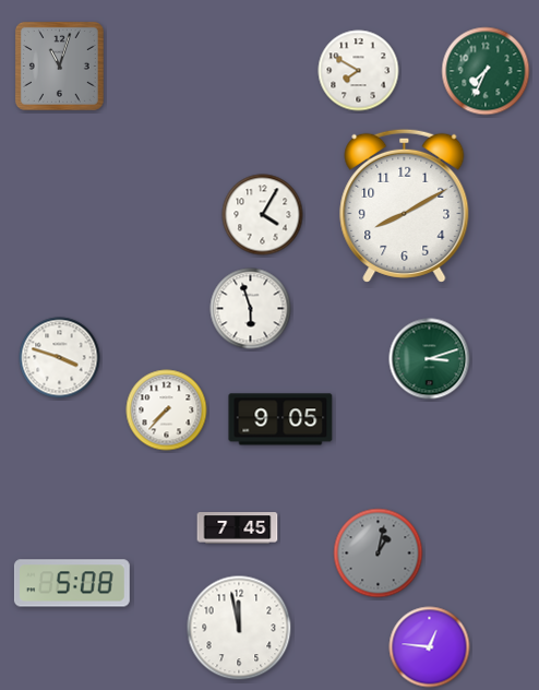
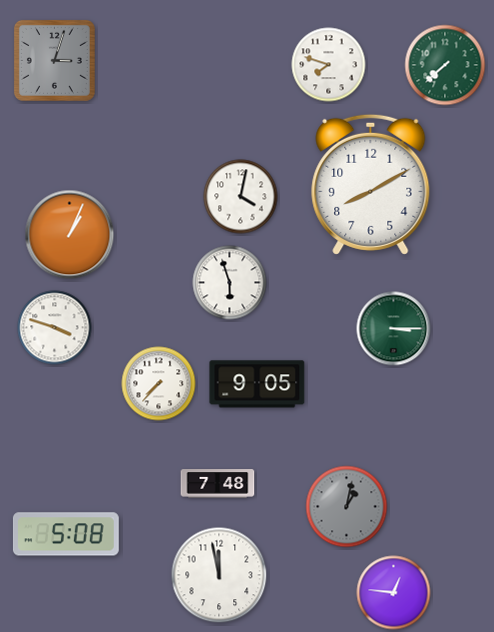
clock at (59, 66): 11:03 -> 3:03
clock at (359, 71): 7:50 -> 7:48
clock at (486, 71): 7:34 -> 7:38
clock at (405, 205) position: (405, 205) -> (371, 184)
clock at (263, 215): 4:05 -> 4:02
clock at (70, 235): none -> 1:04
clock at (430, 359): 3:12 -> 3:15
clock at (167, 411) position: (167, 411) -> (159, 384)
clock at (238, 528): 7:45 -> 7:48
